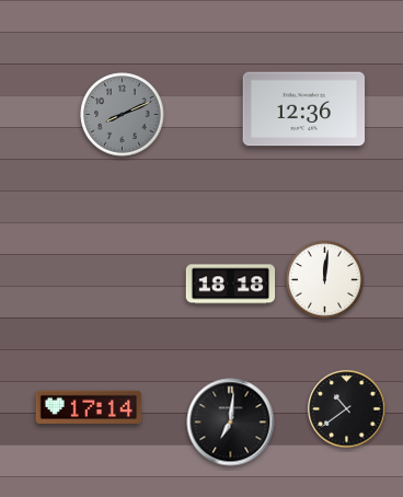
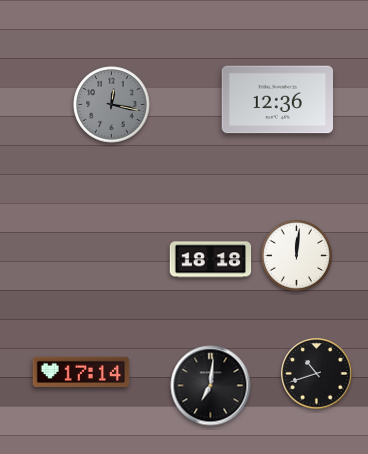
clock at (123, 115): 8:11 -> 12:17
clock at (347, 409): 10:39 -> 10:42
